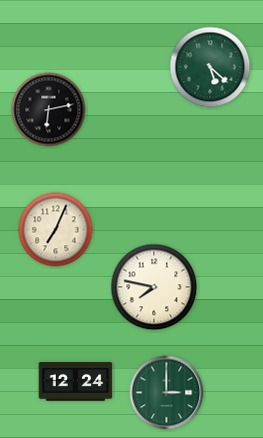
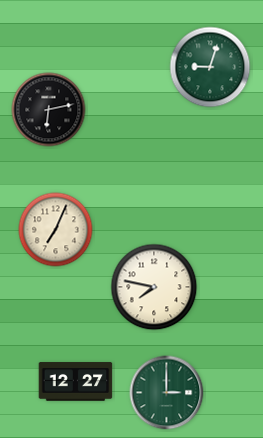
clock at (210, 67): 5:22 -> 9:03
clock at (76, 382): 12:24 -> 12:27
